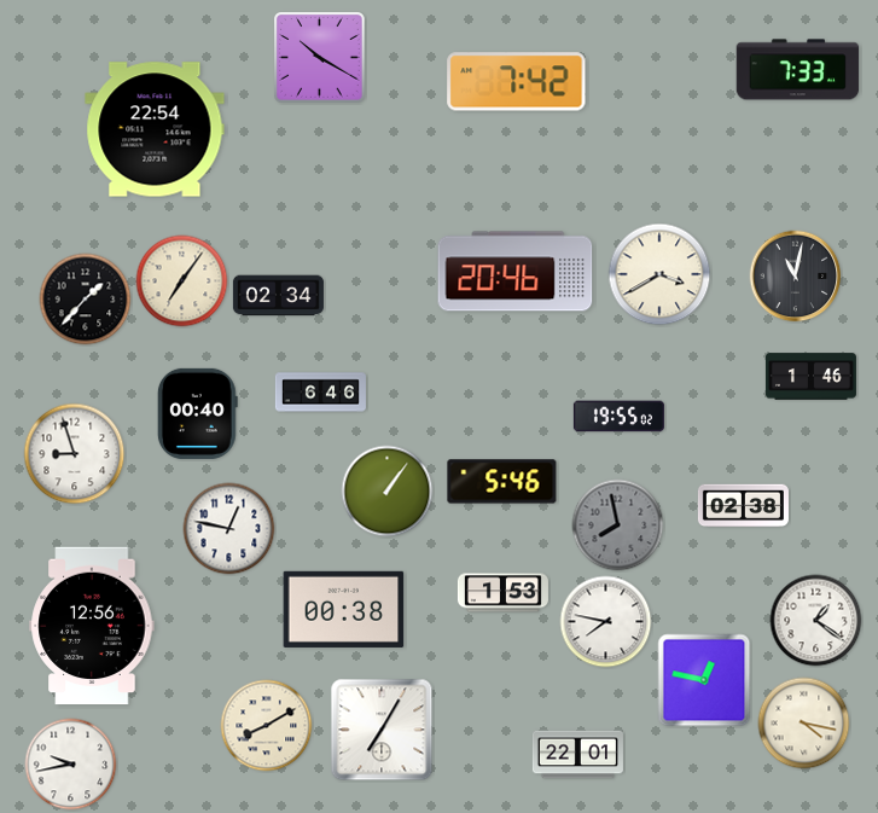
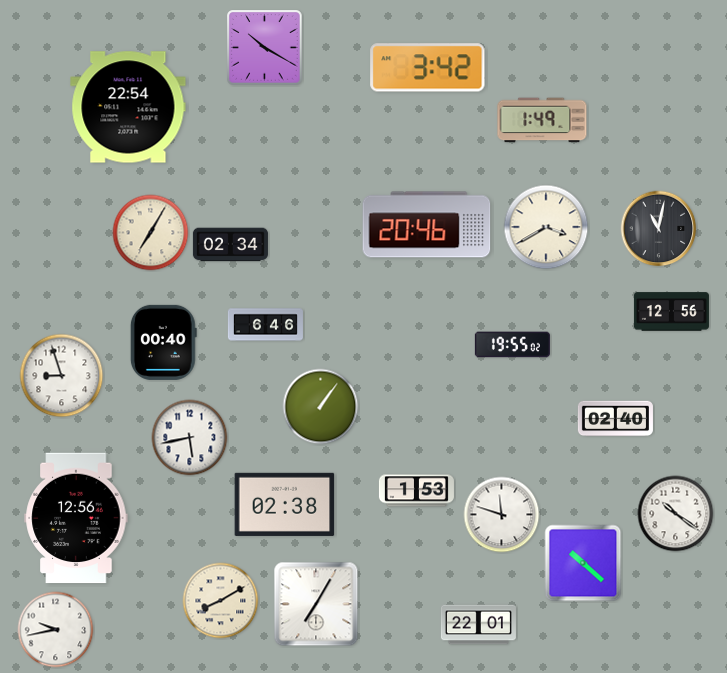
clock at (798, 70): 7:33 -> none
clock at (517, 82): 7:42 -> 3:42
clock at (542, 120): none -> 1:49
clock at (182, 281): 7:06 -> 7:05
clock at (86, 300): 1:37 -> none
clock at (810, 377): 1:46 -> 12:56
clock at (502, 482): 5:46 -> none
clock at (743, 506): 02:38 -> 02:40
clock at (618, 525): 7:58 -> none
clock at (229, 529): 12:47 -> 5:43
clock at (344, 609): 00:38 -> 02:38
clock at (816, 621): 1:21 -> 10:21
clock at (606, 622): 7:47 -> 11:48
clock at (704, 680): 12:47 -> 10:22
clock at (804, 724): 4:17 -> none
clock at (71, 765) position: (71, 765) -> (56, 630)
